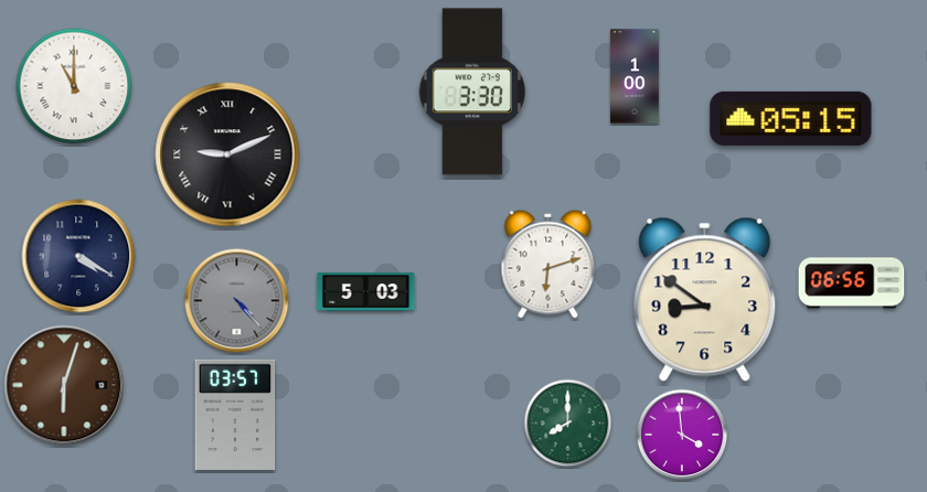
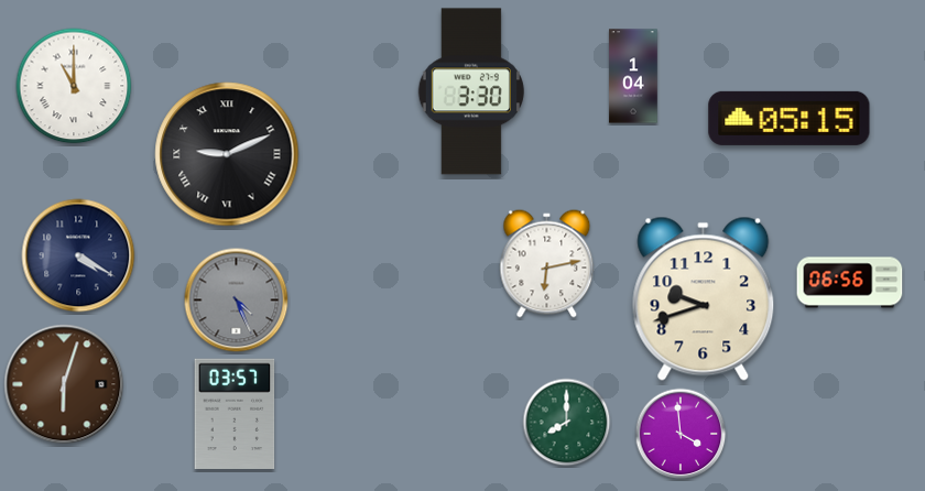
clock at (635, 76): 1:00 -> 1:04
clock at (548, 265): 6:12 -> 6:13
clock at (366, 292): 5:03 -> none
clock at (705, 299): 8:51 -> 9:42
clock at (237, 301): 4:23 -> 4:26
